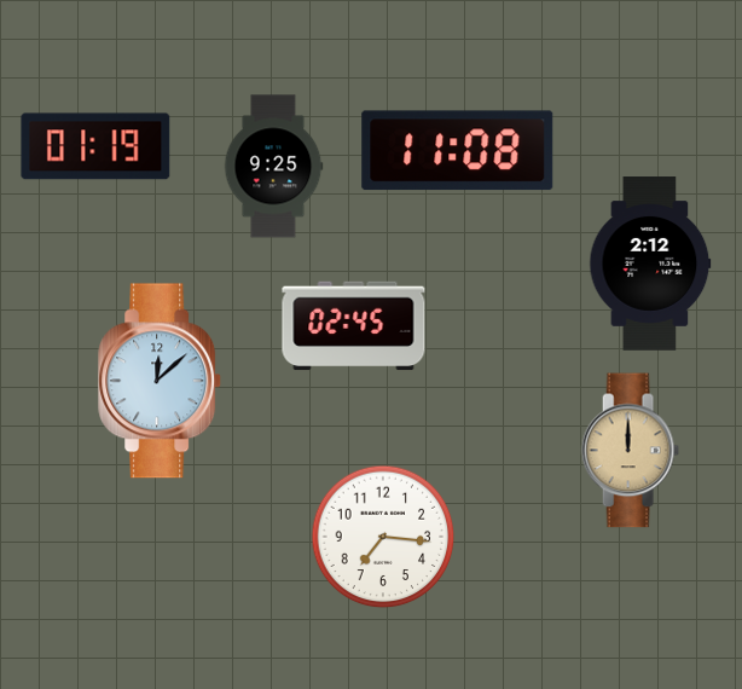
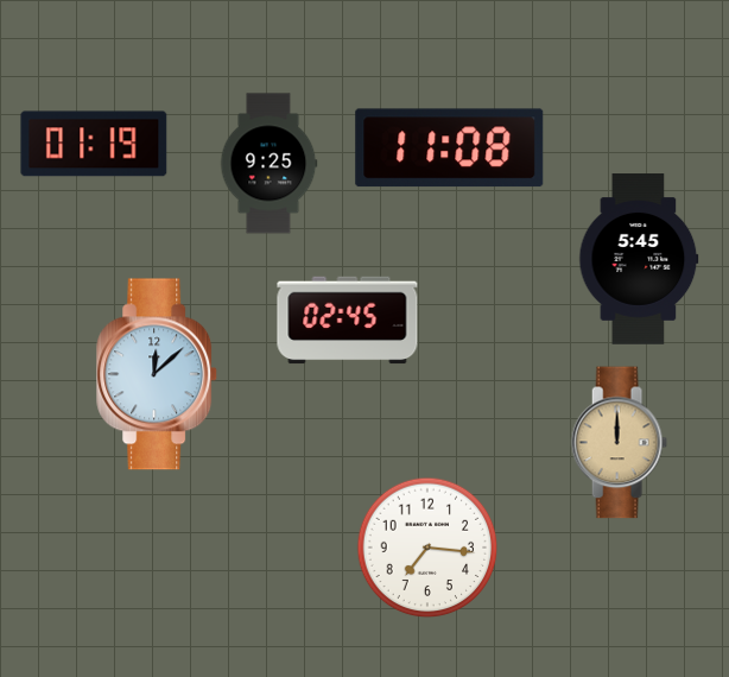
clock at (650, 264): 2:12 -> 5:45
clock at (383, 537) position: (383, 537) -> (427, 548)
